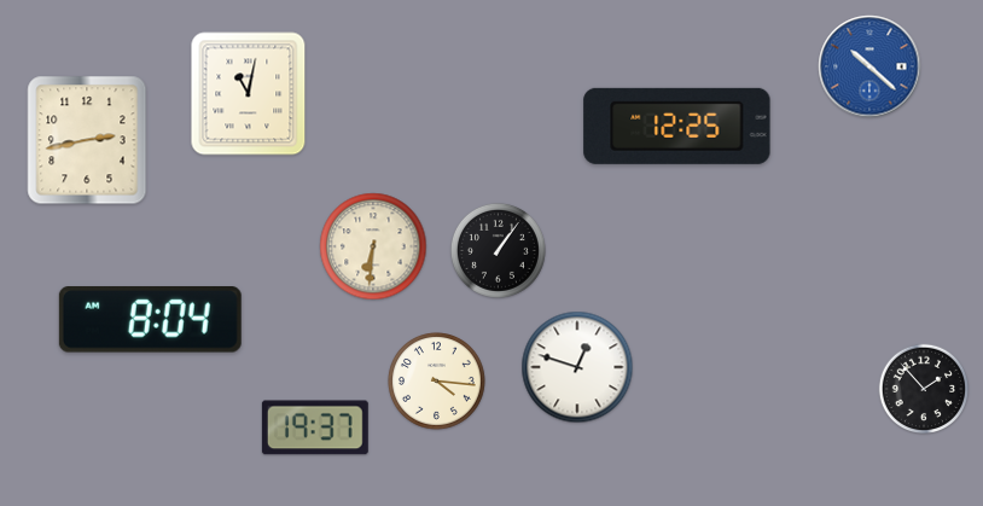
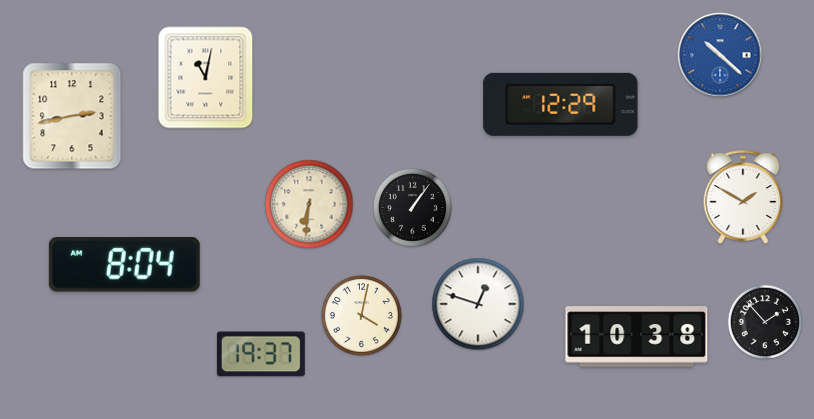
clock at (677, 126): 12:25 -> 12:29
clock at (743, 197): none -> 1:50
clock at (437, 382): 4:16 -> 4:02
clock at (637, 337): none -> 10:38
